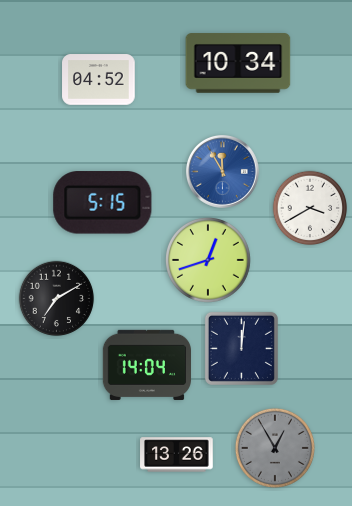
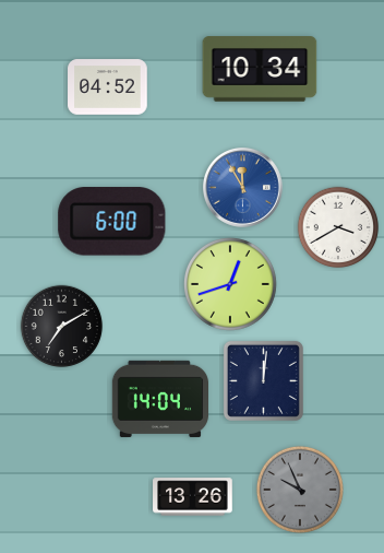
clock at (103, 203): 5:15 -> 6:00
clock at (209, 261) position: (209, 261) -> (231, 285)
clock at (275, 448): 12:55 -> 9:56
